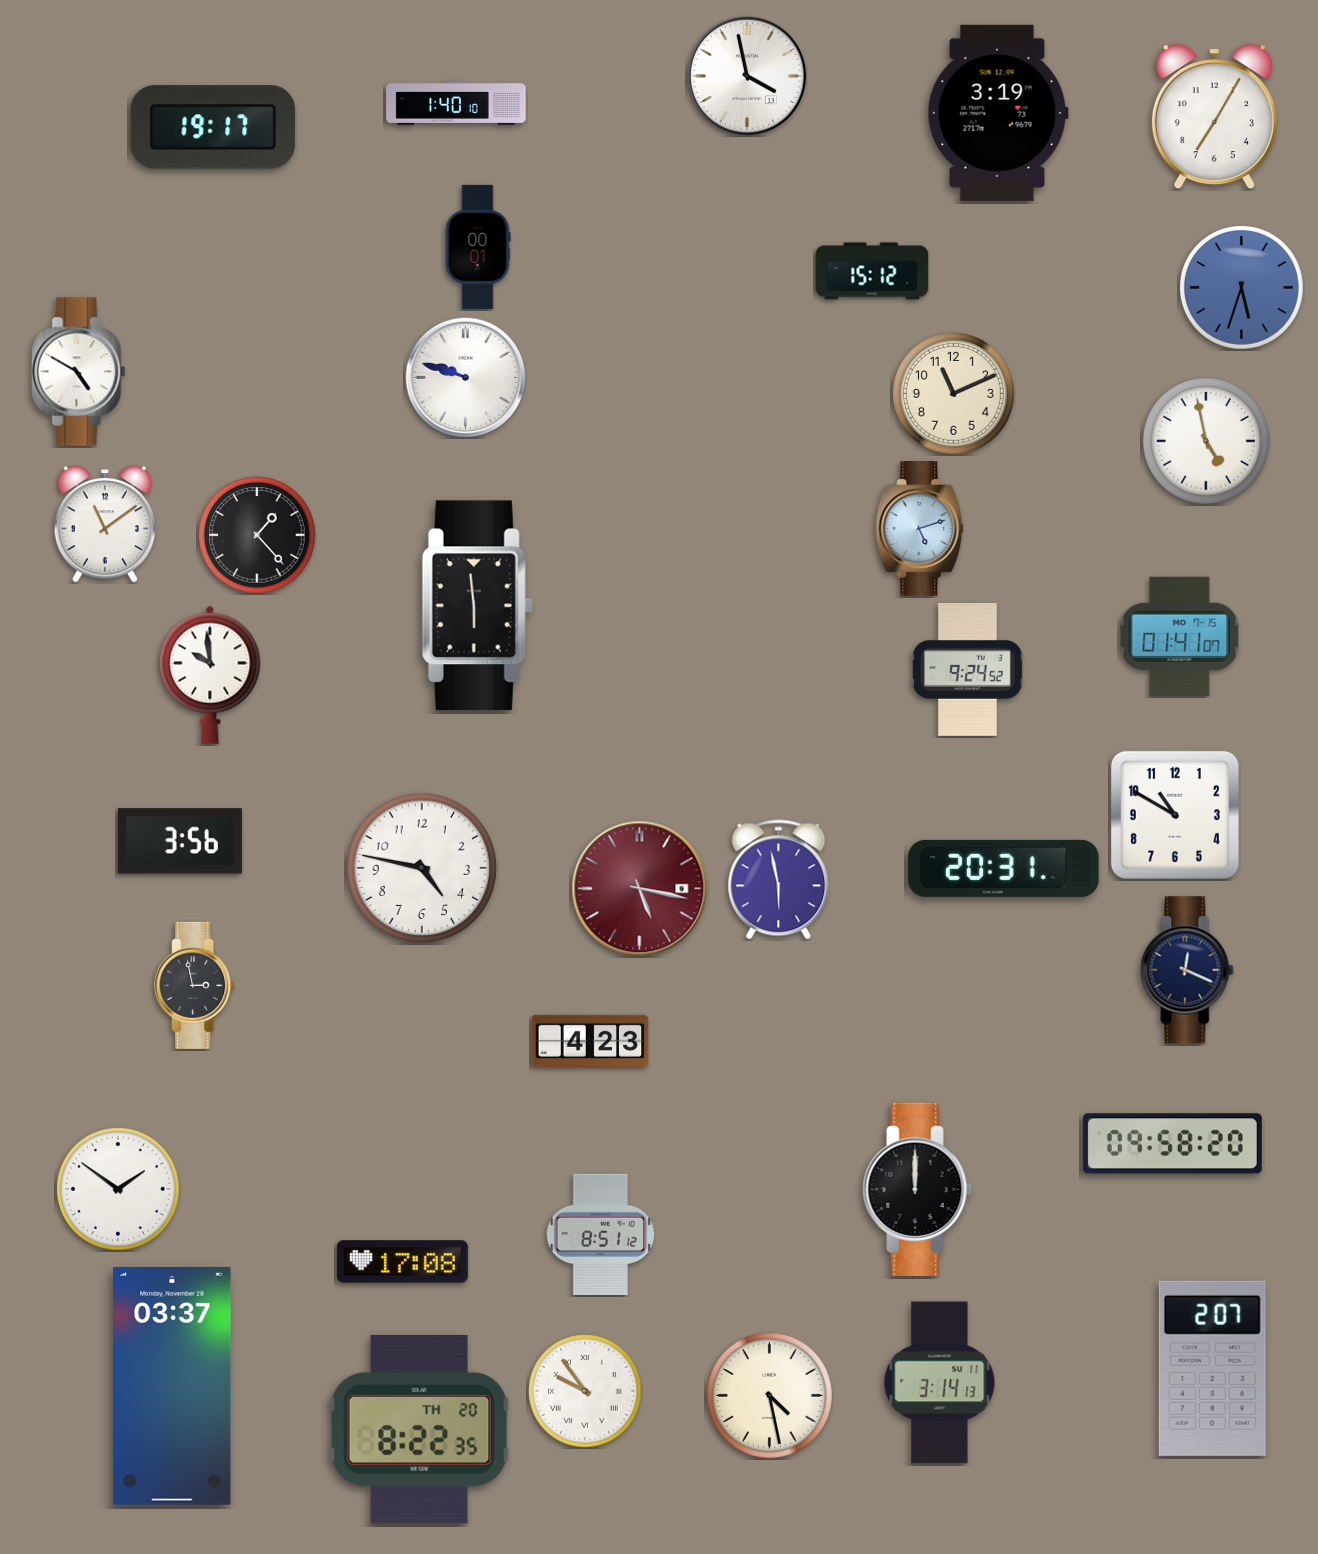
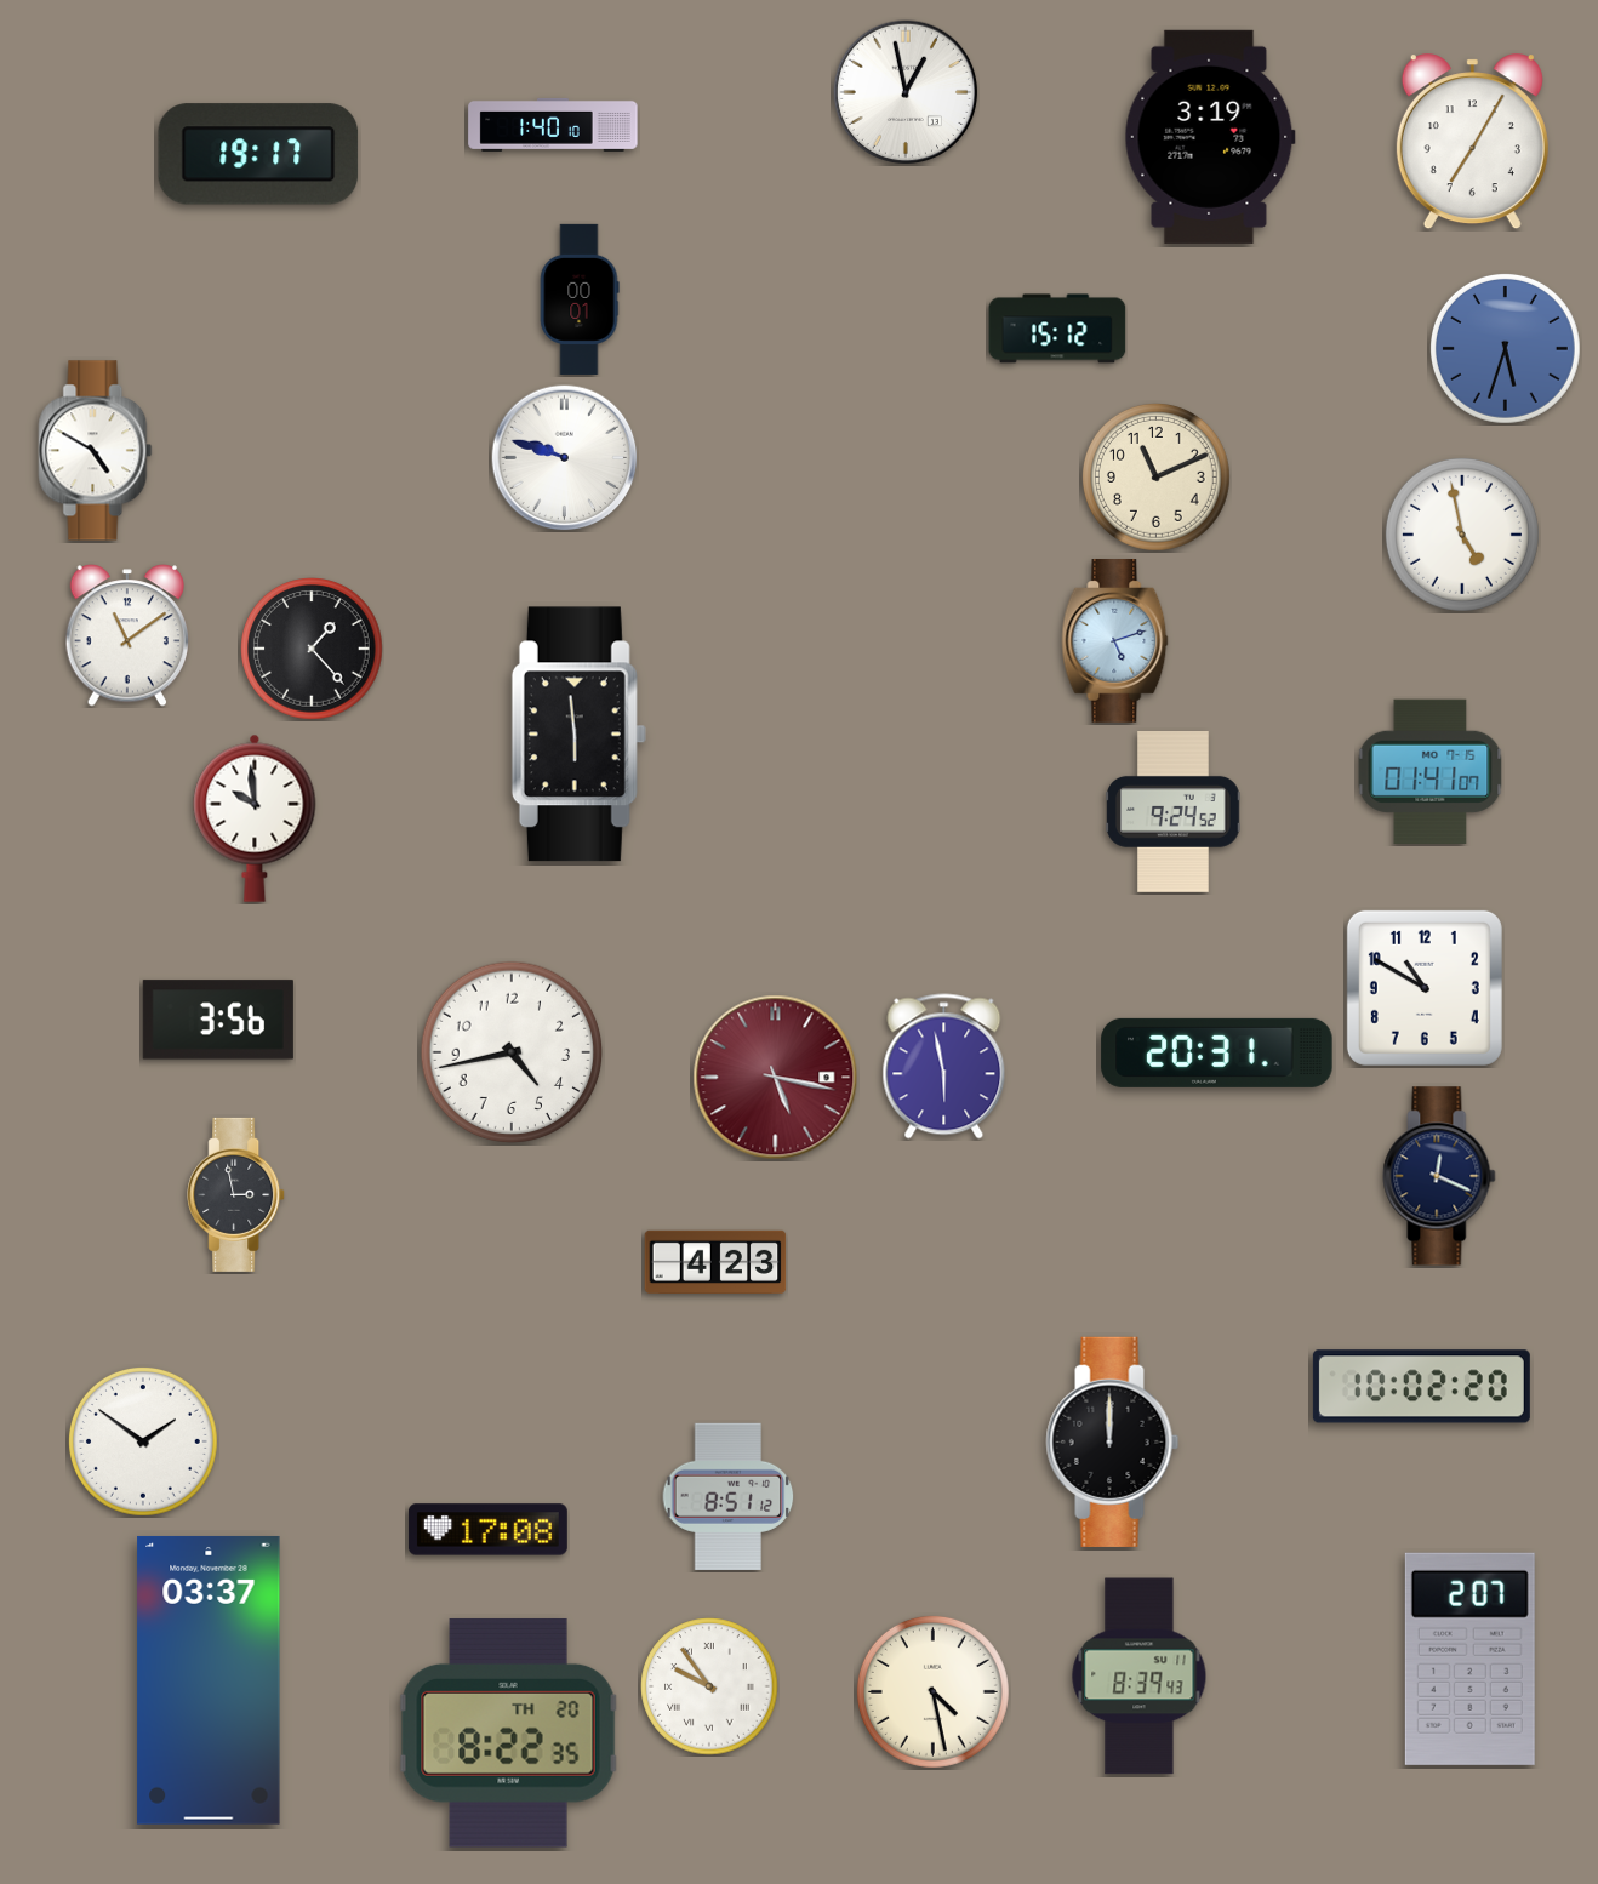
clock at (747, 76): 3:58 -> 12:58
clock at (422, 868): 4:47 -> 4:43
clock at (1172, 1144): 09:58 -> 10:02
clock at (940, 1383): 3:14 -> 8:39
